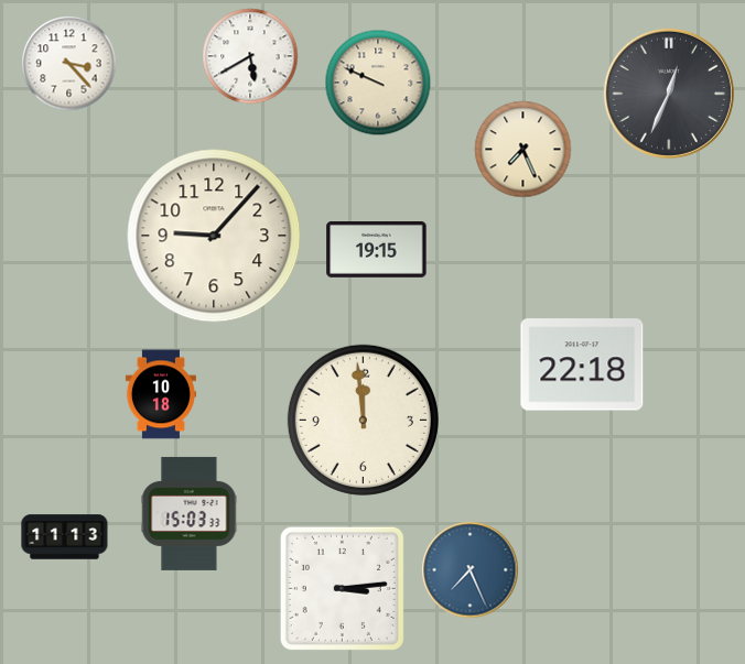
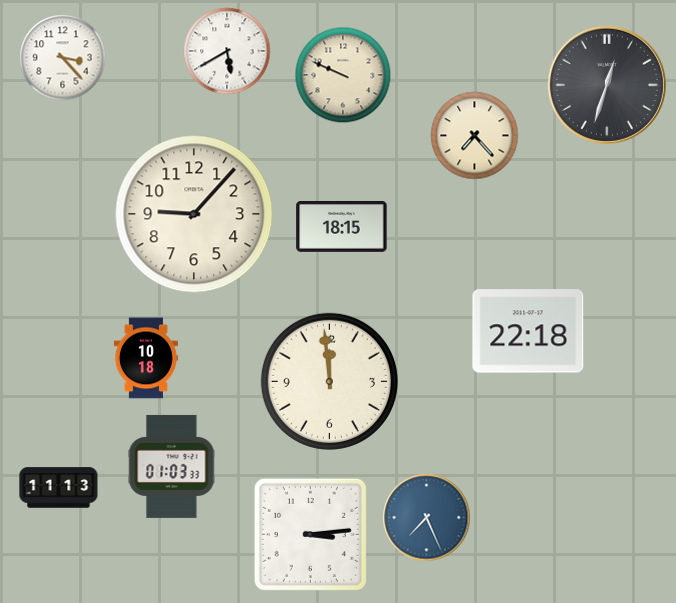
clock at (669, 94): 12:34 -> 12:33
clock at (523, 150): 7:26 -> 7:23
clock at (377, 249): 19:15 -> 18:15
clock at (190, 513): 15:03 -> 01:03
